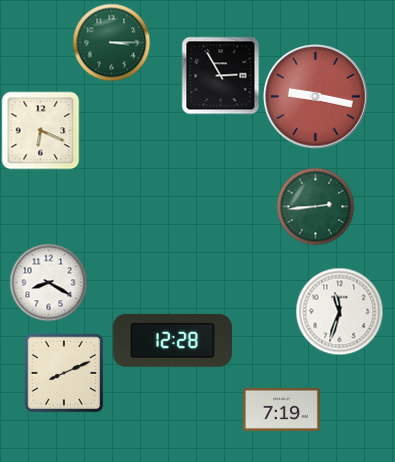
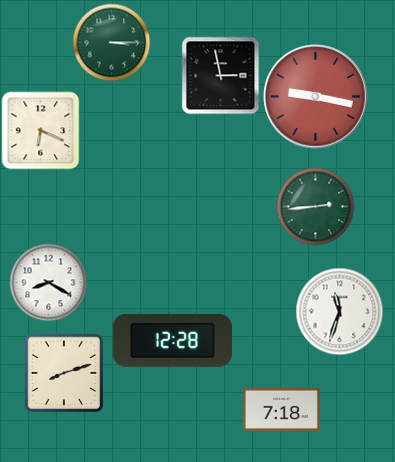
clock at (220, 75): 2:55 -> 2:58
clock at (64, 373): 8:11 -> 8:12
clock at (281, 409): 7:19 -> 7:18
